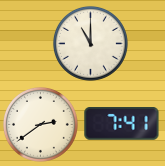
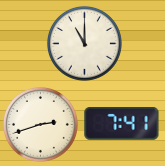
clock at (90, 43) position: (90, 43) -> (84, 43)
clock at (40, 124): 2:39 -> 2:42
